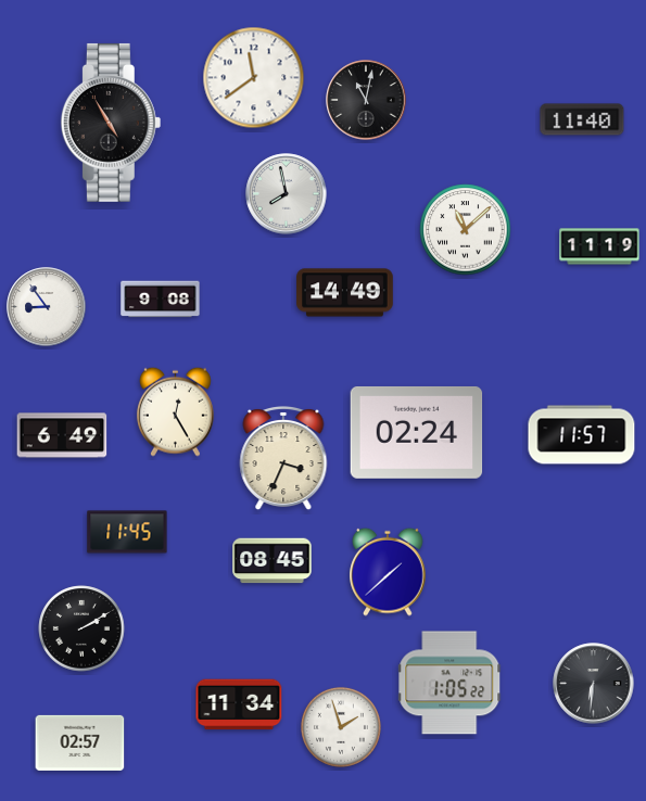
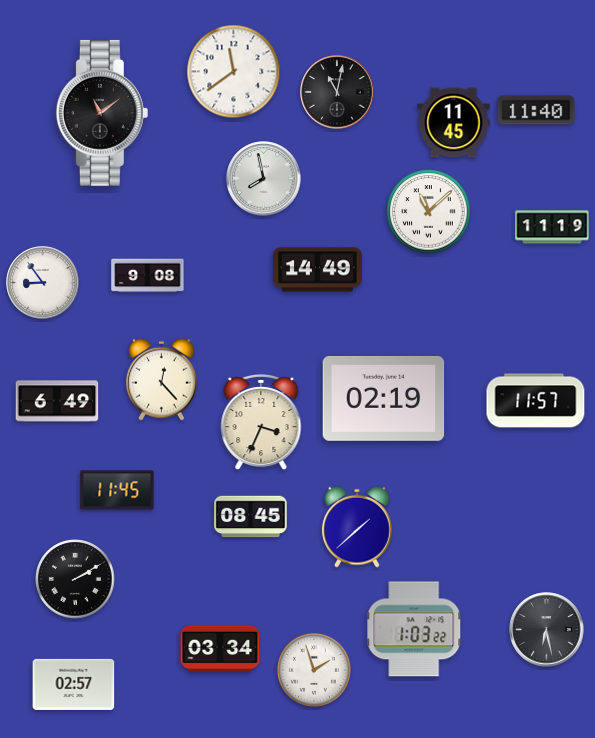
clock at (111, 123): 4:55 -> 11:09
clock at (454, 123): none -> 11:45
clock at (175, 411): 12:25 -> 12:23
clock at (417, 432): 02:24 -> 02:19
clock at (451, 683): 1:05 -> 1:03
clock at (594, 684): 6:31 -> 6:28
clock at (239, 704): 11:34 -> 03:34
